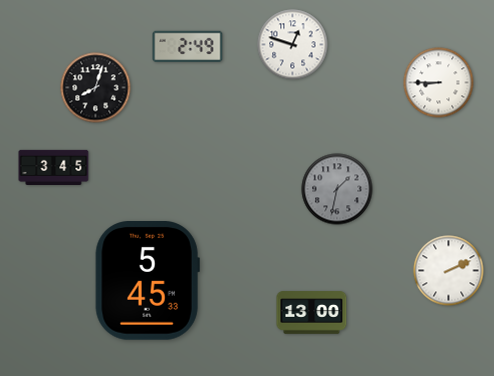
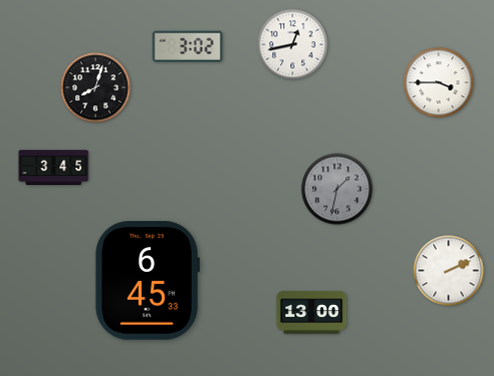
clock at (293, 45): 12:48 -> 12:43
clock at (188, 47): 2:49 -> 3:02
clock at (439, 83): 8:45 -> 3:45
clock at (147, 281): 5:45 -> 6:45
